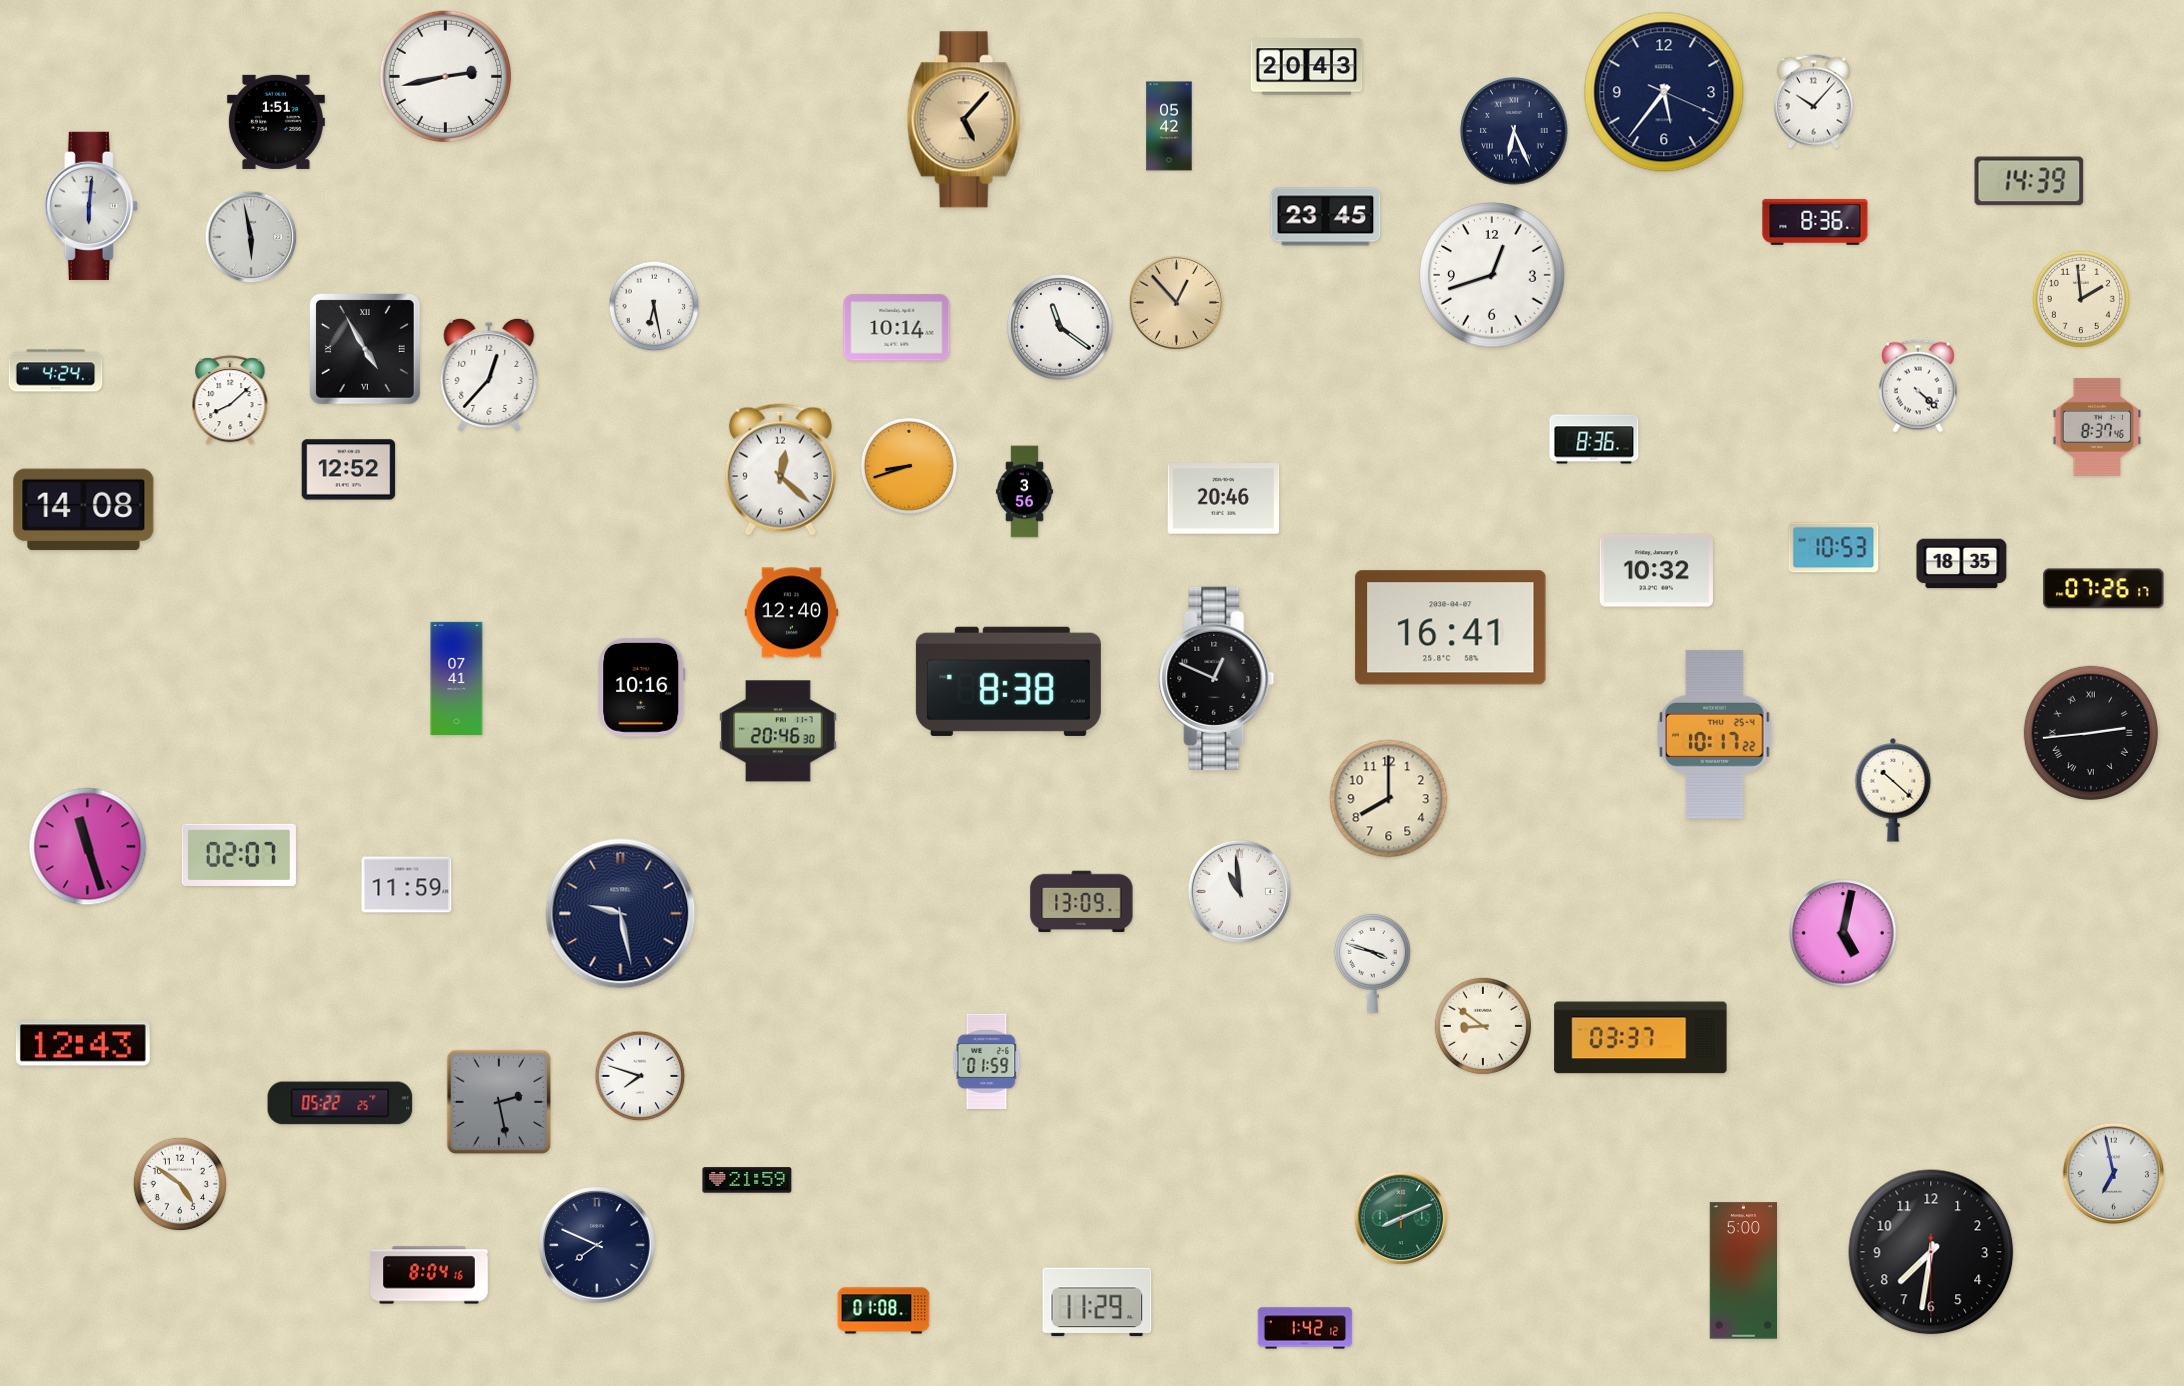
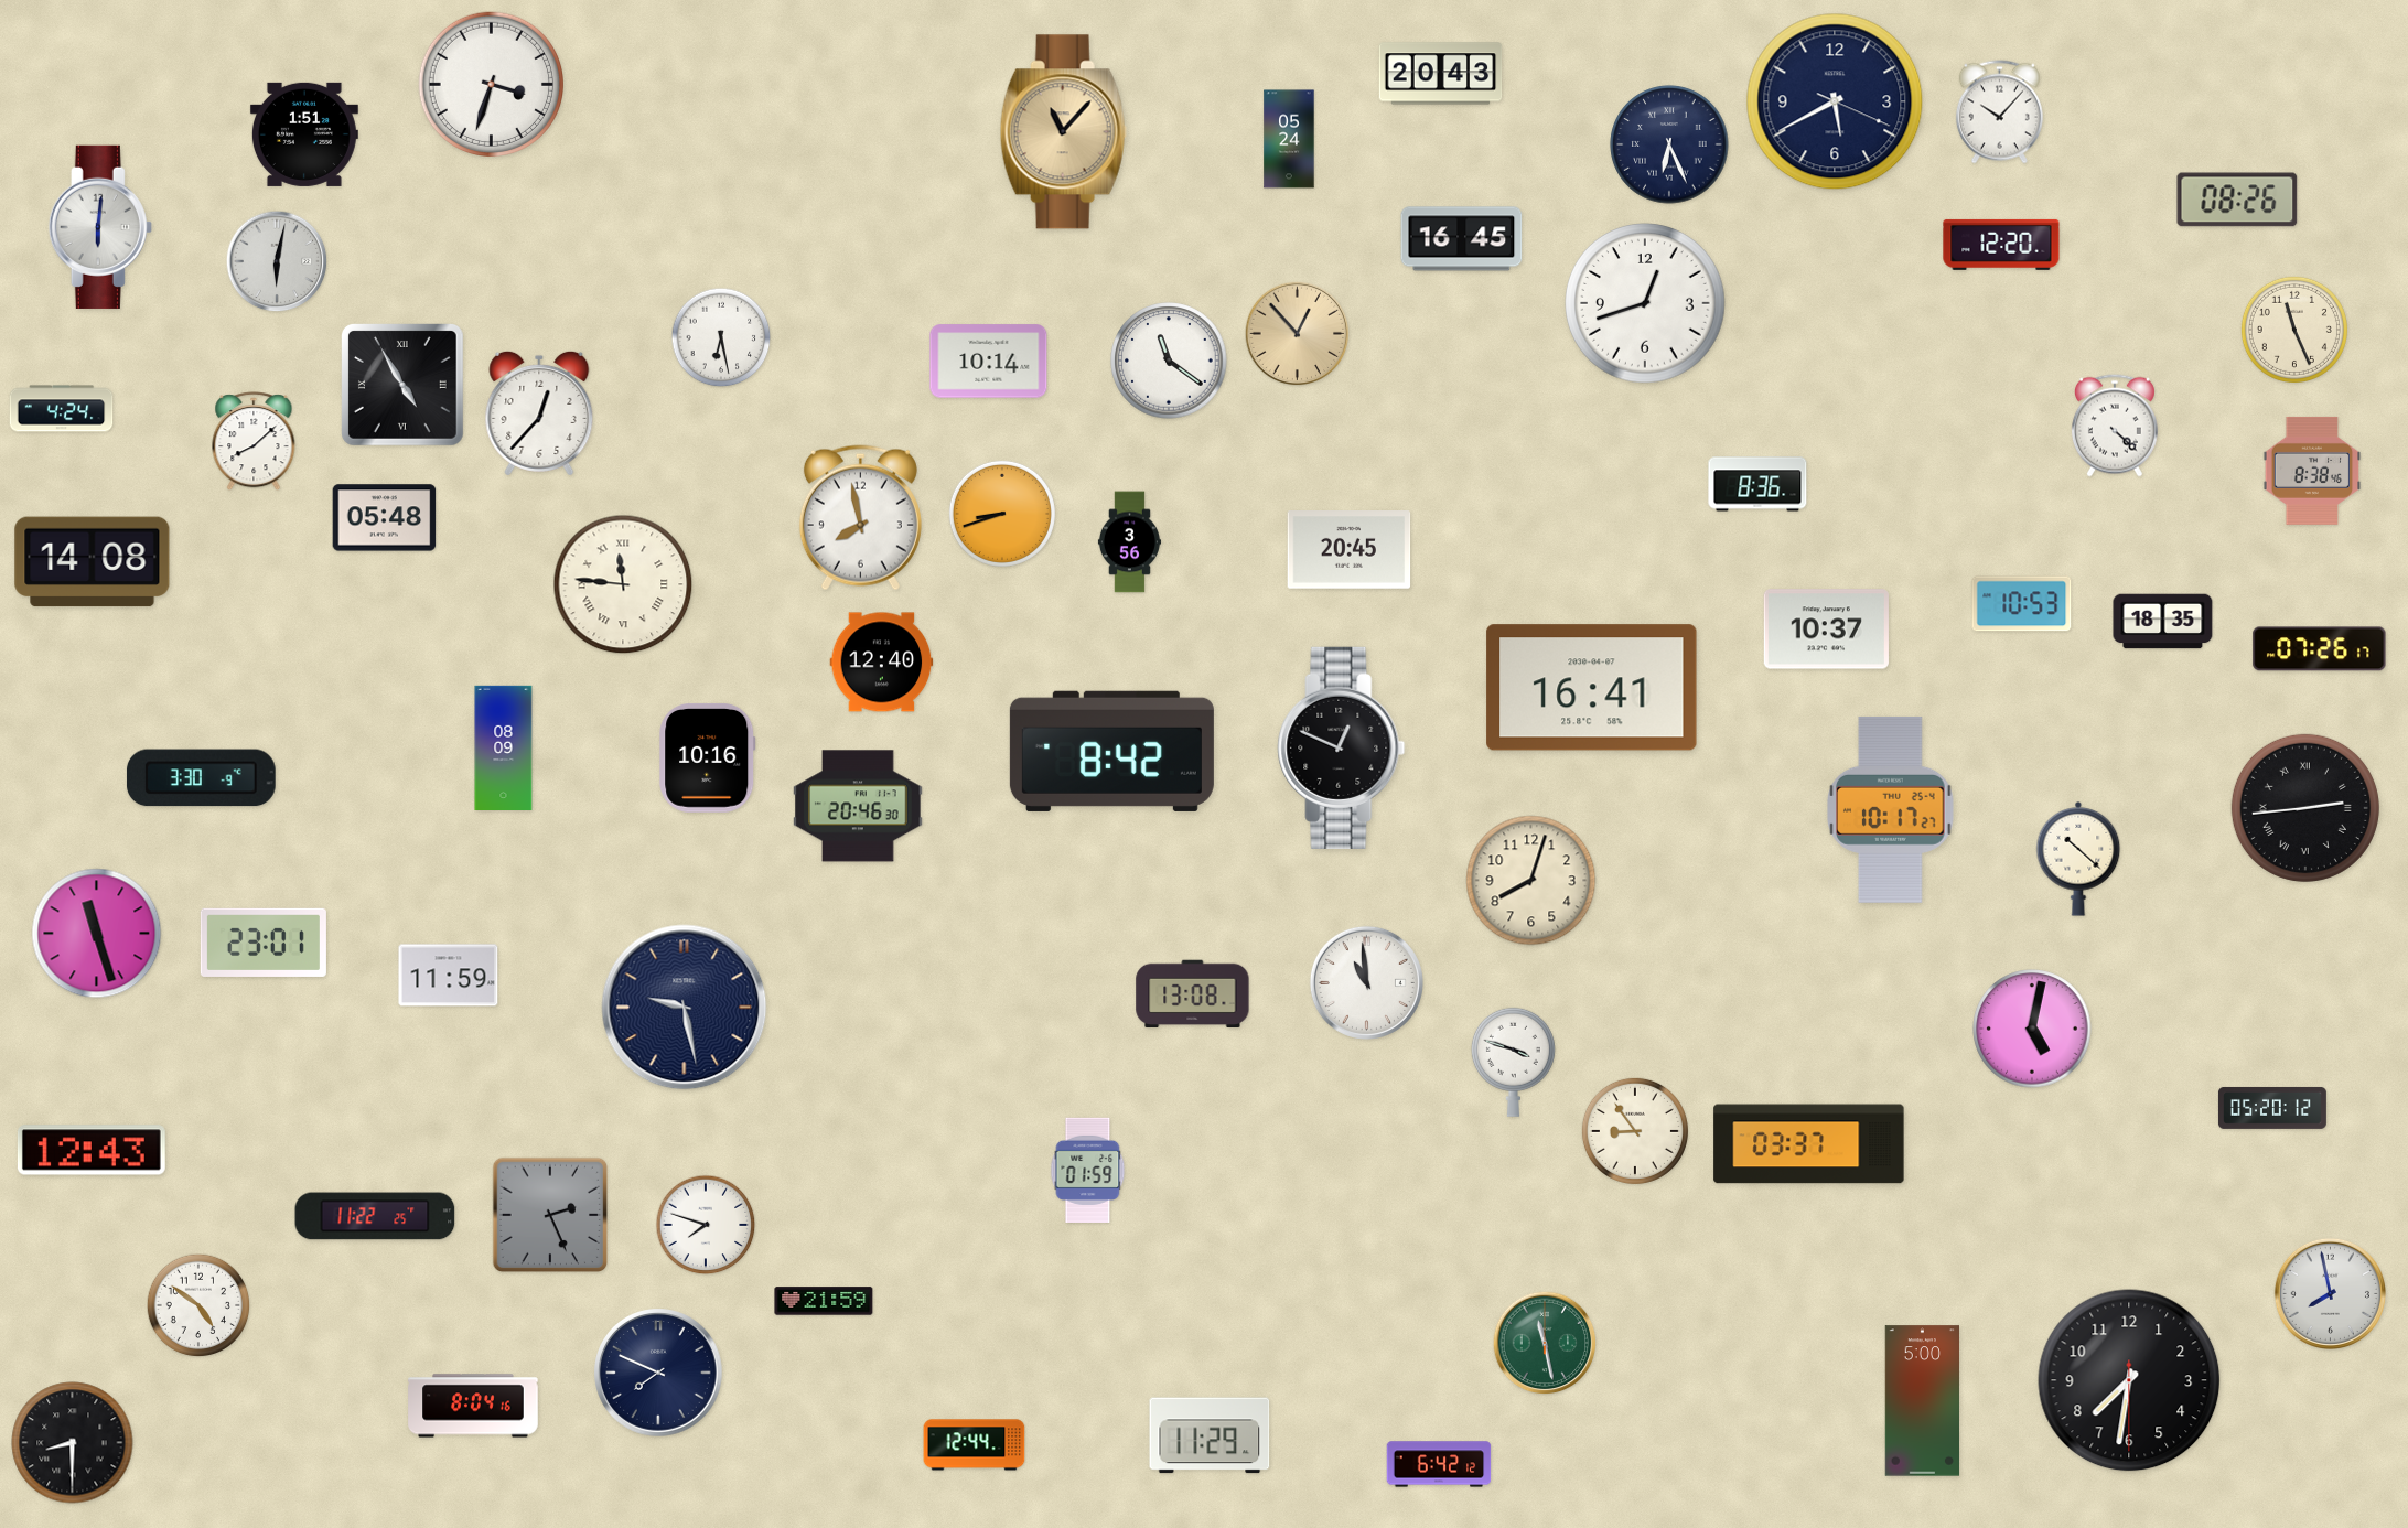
clock at (445, 76): 2:43 -> 3:33
clock at (1664, 92): 5:36 -> 5:40
clock at (964, 120): 5:07 -> 11:07
clock at (1169, 126): 05:42 -> 05:24
clock at (2029, 181): 14:39 -> 08:26
clock at (1326, 217): 23:45 -> 16:45
clock at (1815, 222): 8:36 -> 12:20
clock at (251, 237): 5:58 -> 6:02
clock at (2081, 299): 1:59 -> 11:26
clock at (2097, 427): 8:37 -> 8:38
clock at (349, 470): 12:52 -> 05:48
clock at (780, 470): 12:22 -> 7:58
clock at (1224, 499): 20:46 -> 20:45
clock at (623, 584): none -> 11:46
clock at (1656, 571): 10:32 -> 10:37
clock at (792, 613) position: (792, 613) -> (882, 663)
clock at (1451, 628) position: (1451, 628) -> (1592, 688)
clock at (457, 678): 07:41 -> 08:09
clock at (1008, 681): 8:38 -> 8:42
clock at (201, 778): none -> 3:30
clock at (1715, 734): 10:17:22 -> 10:17:27
clock at (1893, 790) position: (1893, 790) -> (2078, 859)
clock at (1389, 799): 8:00 -> 8:03
clock at (239, 855): 02:07 -> 23:01
clock at (1082, 901): 13:09 -> 13:08
clock at (2272, 1108): none -> 05:20
clock at (1483, 1026): 8:51 -> 8:54
clock at (640, 1076) position: (640, 1076) -> (706, 1225)
clock at (499, 1102): 2:28 -> 2:26
clock at (340, 1103): 05:22 -> 11:22
clock at (2113, 1173): 6:58 -> 7:58
clock at (1401, 1218): 8:11 -> 11:28
clock at (73, 1443): none -> 8:30
clock at (884, 1311): 01:08 -> 12:44
clock at (1305, 1328): 1:42 -> 6:42
